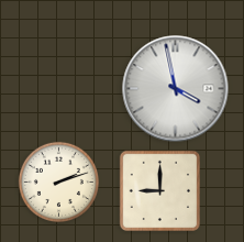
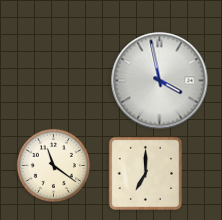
clock at (58, 182): 2:12 -> 11:21
clock at (159, 190): 9:00 -> 7:00
